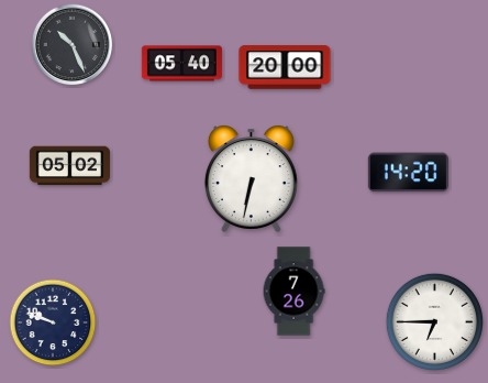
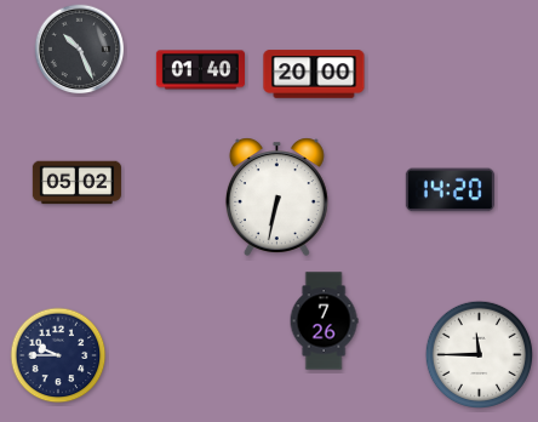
clock at (181, 64): 05:40 -> 01:40
clock at (434, 321): 6:45 -> 11:45
clock at (53, 322): 9:48 -> 9:45
